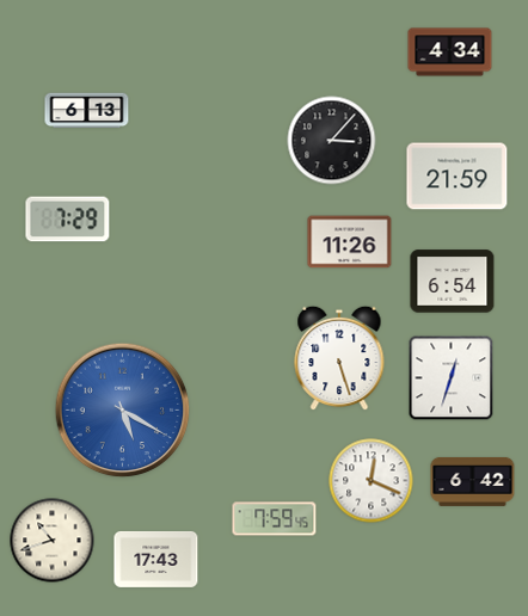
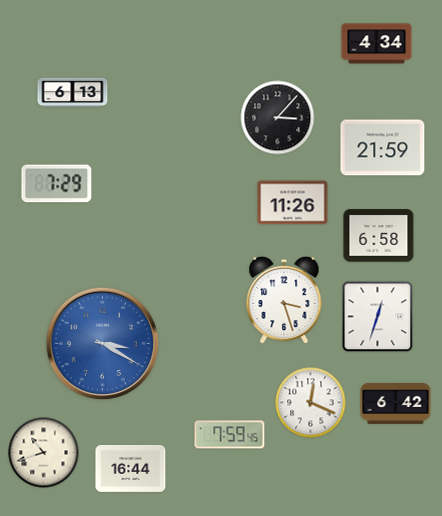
clock at (453, 282): 6:54 -> 6:58
clock at (339, 358): 5:27 -> 3:27
clock at (123, 411): 5:20 -> 3:20
clock at (156, 559): 17:43 -> 16:44
